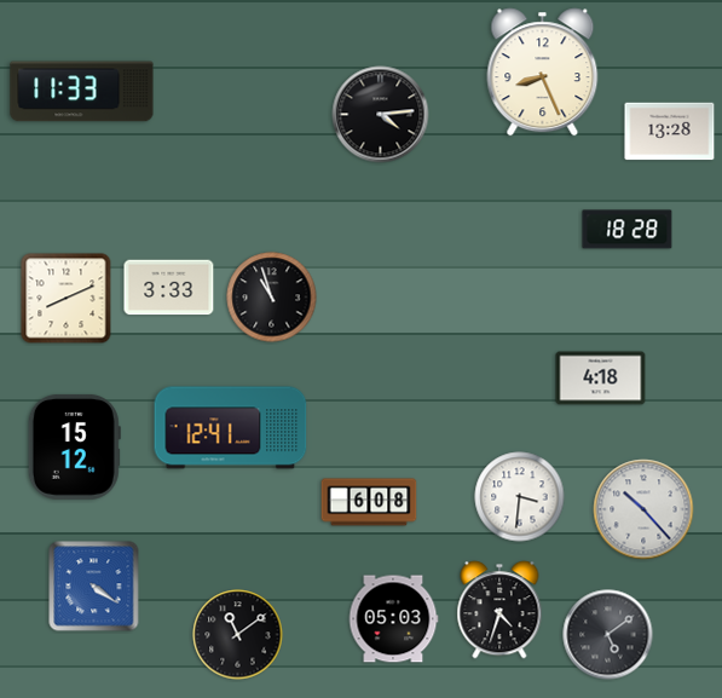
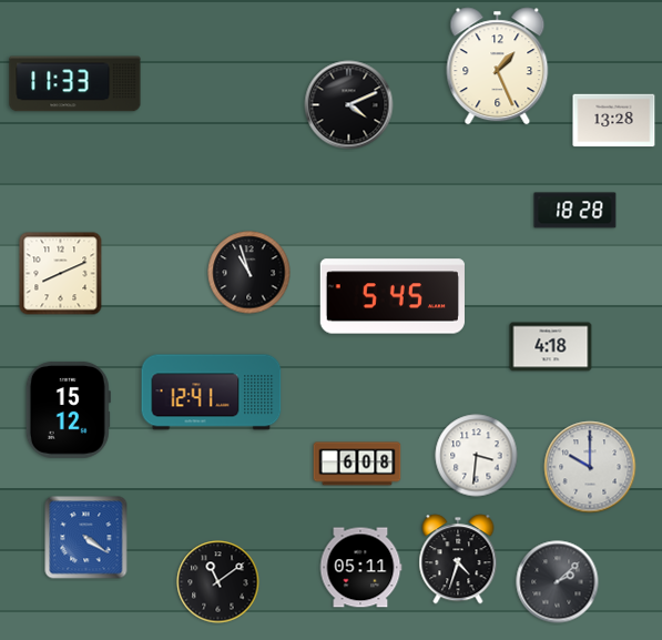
clock at (543, 73): 8:26 -> 1:26
clock at (381, 115): 4:14 -> 4:11
clock at (169, 288): 3:33 -> none
clock at (393, 296): none -> 5:45
clock at (369, 502) position: (369, 502) -> (357, 464)
clock at (643, 509): 10:23 -> 10:00
clock at (393, 619): 05:03 -> 05:11
clock at (608, 635): 5:09 -> 2:08
